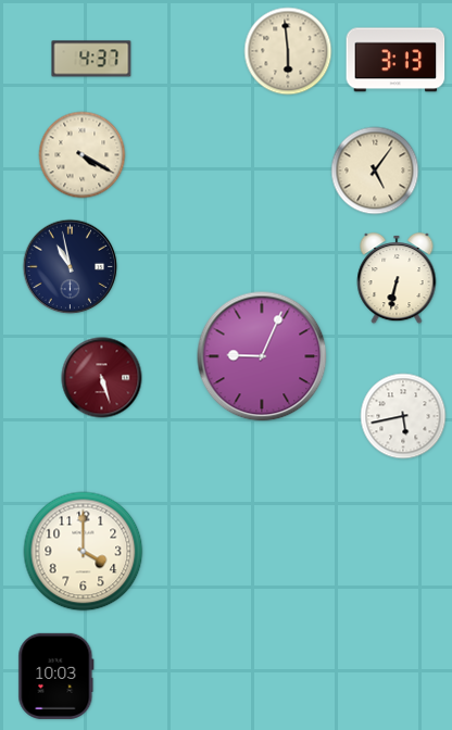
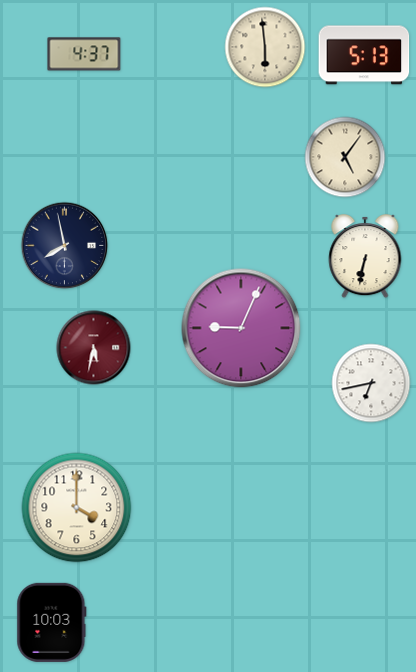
clock at (395, 60): 3:13 -> 5:13
clock at (83, 155): 4:20 -> none
clock at (71, 267): 10:58 -> 7:58
clock at (102, 378): 5:27 -> 5:32
clock at (403, 416): 5:43 -> 6:43
